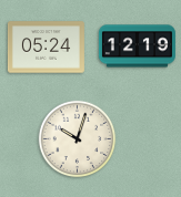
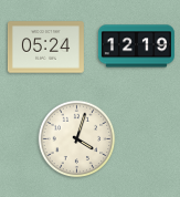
clock at (78, 139): 10:03 -> 4:03
